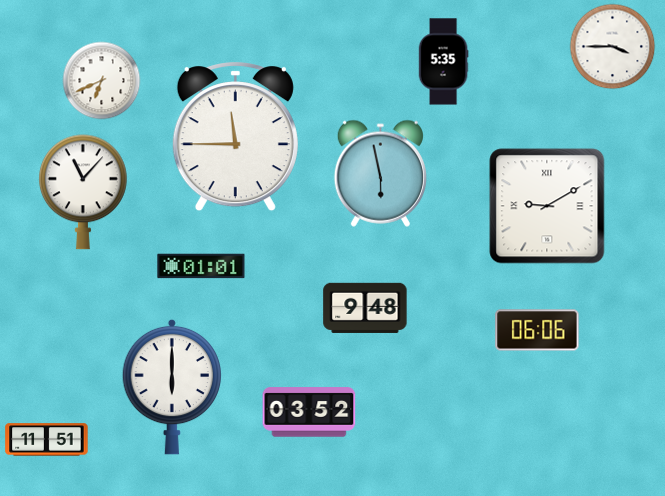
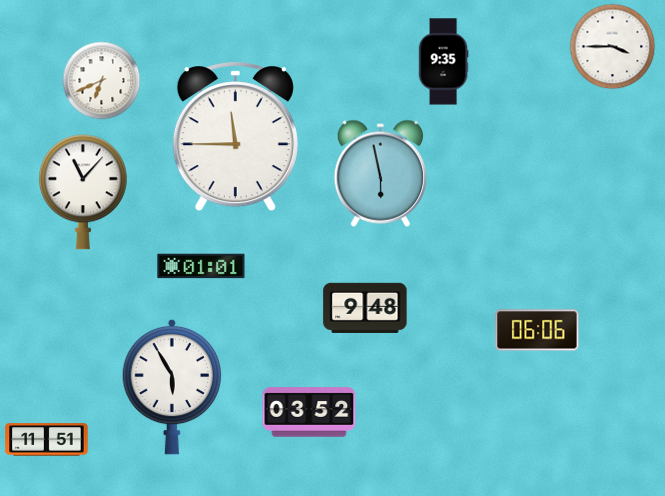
clock at (443, 62): 5:35 -> 9:35
clock at (547, 206): 9:10 -> none
clock at (172, 387): 6:00 -> 5:55
